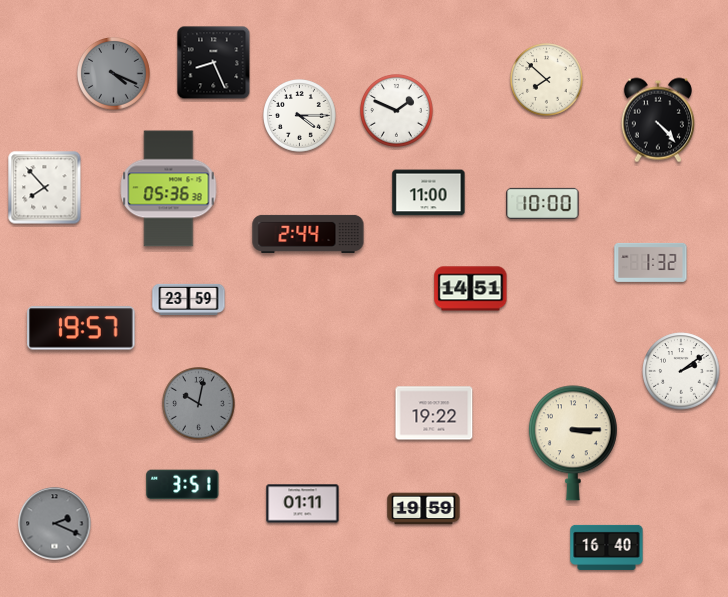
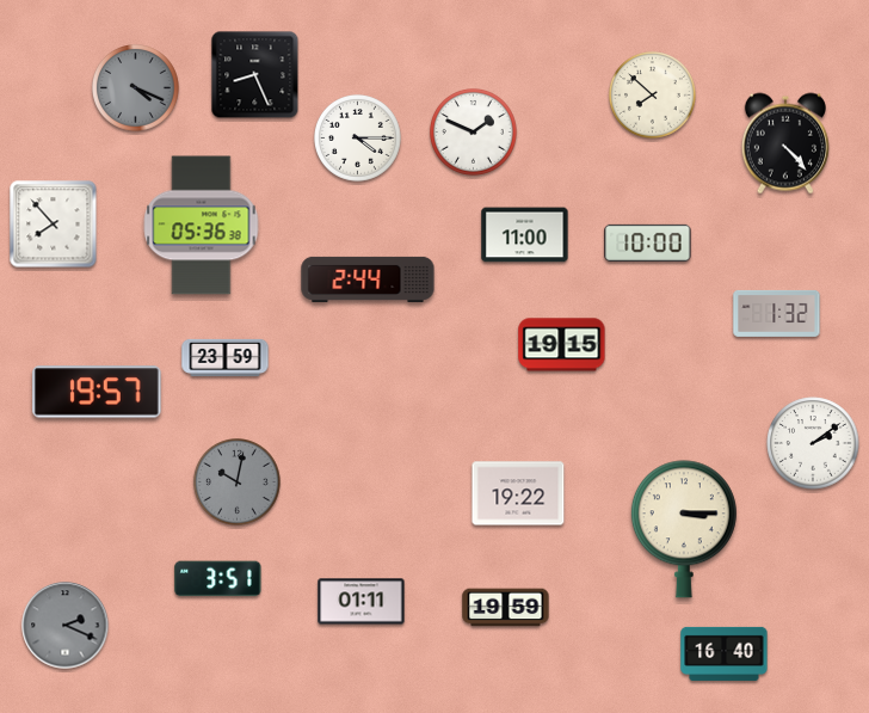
clock at (429, 193) position: (429, 193) -> (525, 235)
clock at (471, 289): 14:51 -> 19:15
